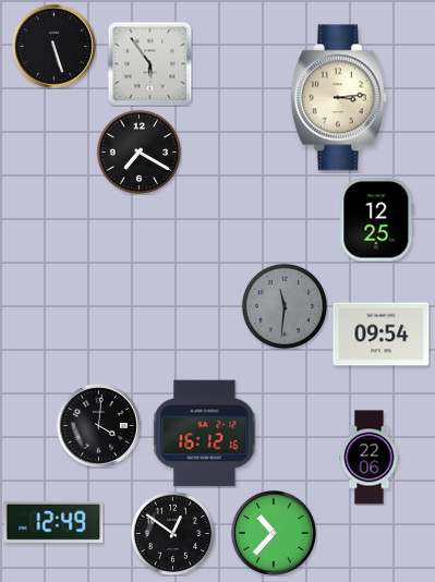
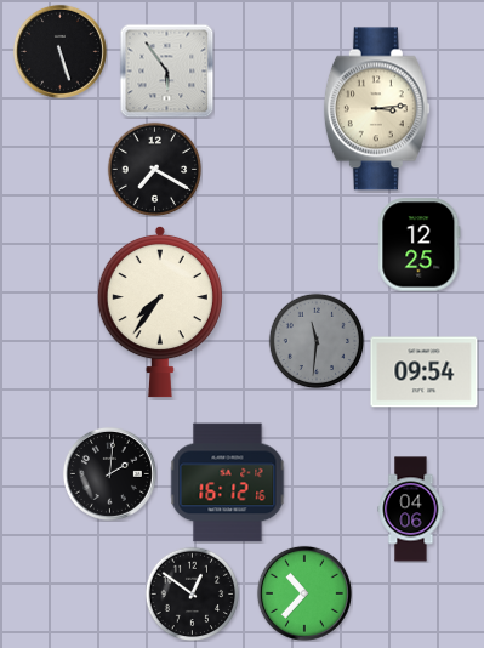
clock at (160, 312): none -> 7:36
clock at (98, 425): 4:01 -> 2:01
clock at (370, 458): 22:06 -> 04:06
clock at (53, 522): 12:49 -> none
